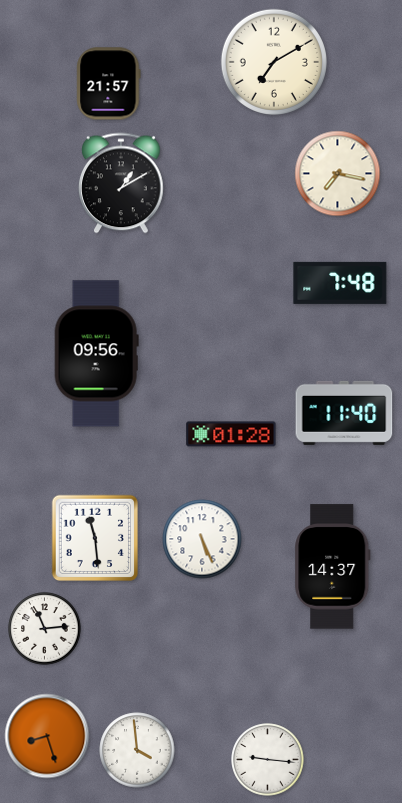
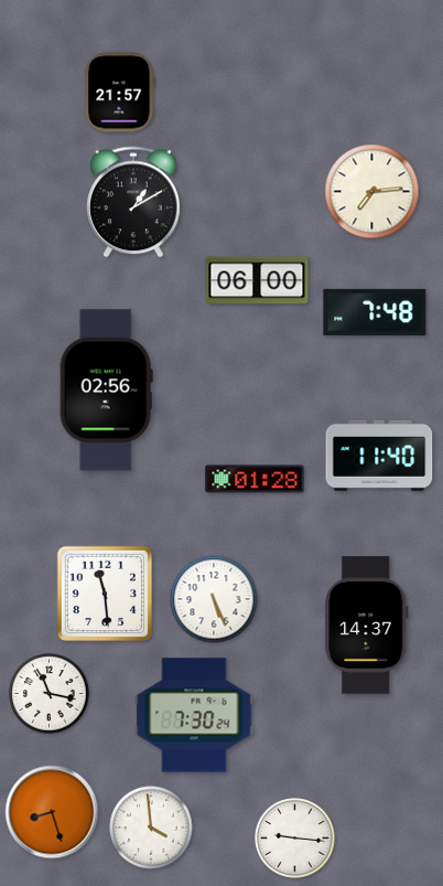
clock at (274, 62): 7:10 -> none
clock at (338, 174): 7:17 -> 7:14
clock at (257, 280): none -> 06:00
clock at (96, 354): 09:56 -> 02:56
clock at (202, 539) position: (202, 539) -> (214, 599)
clock at (45, 629): 11:14 -> 11:17
clock at (194, 715): none -> 7:30
